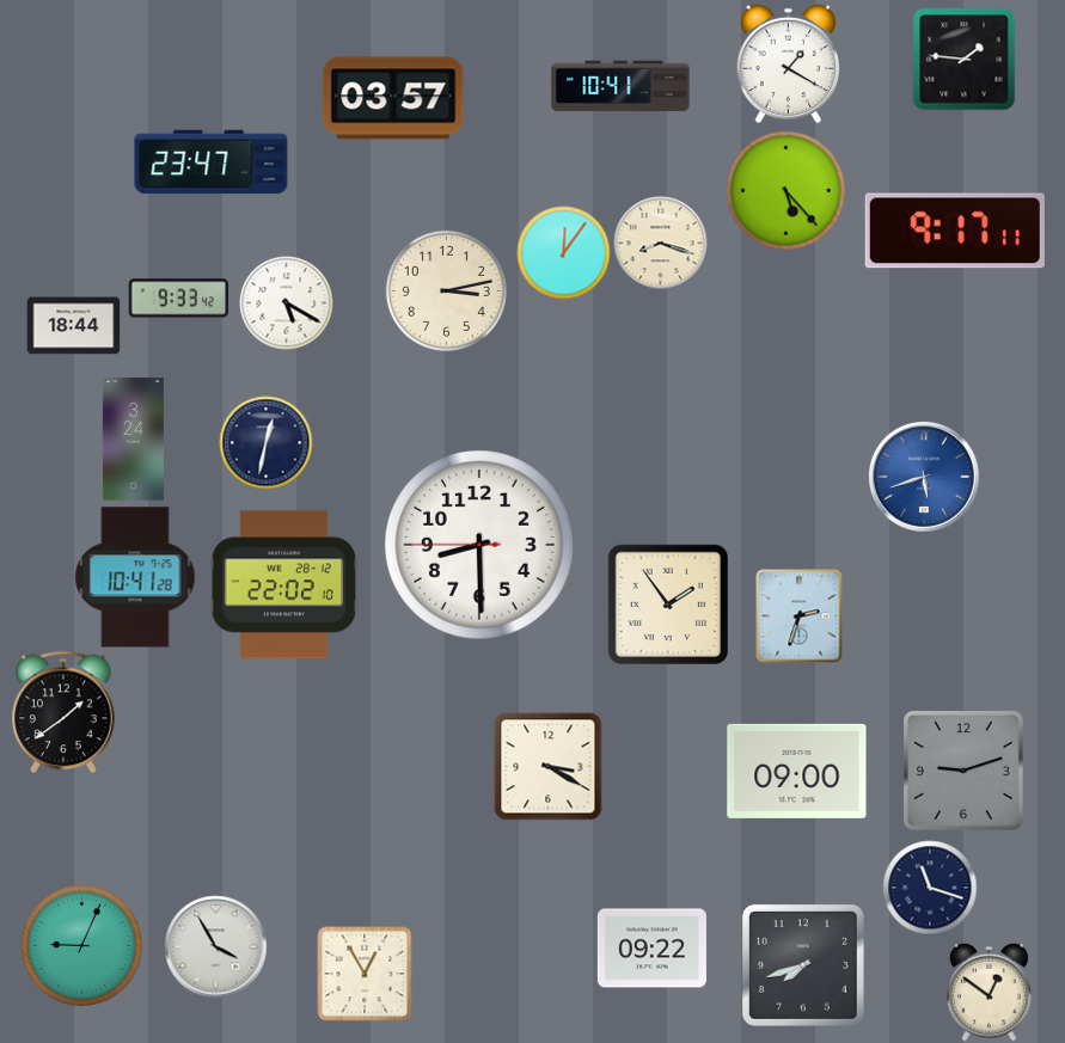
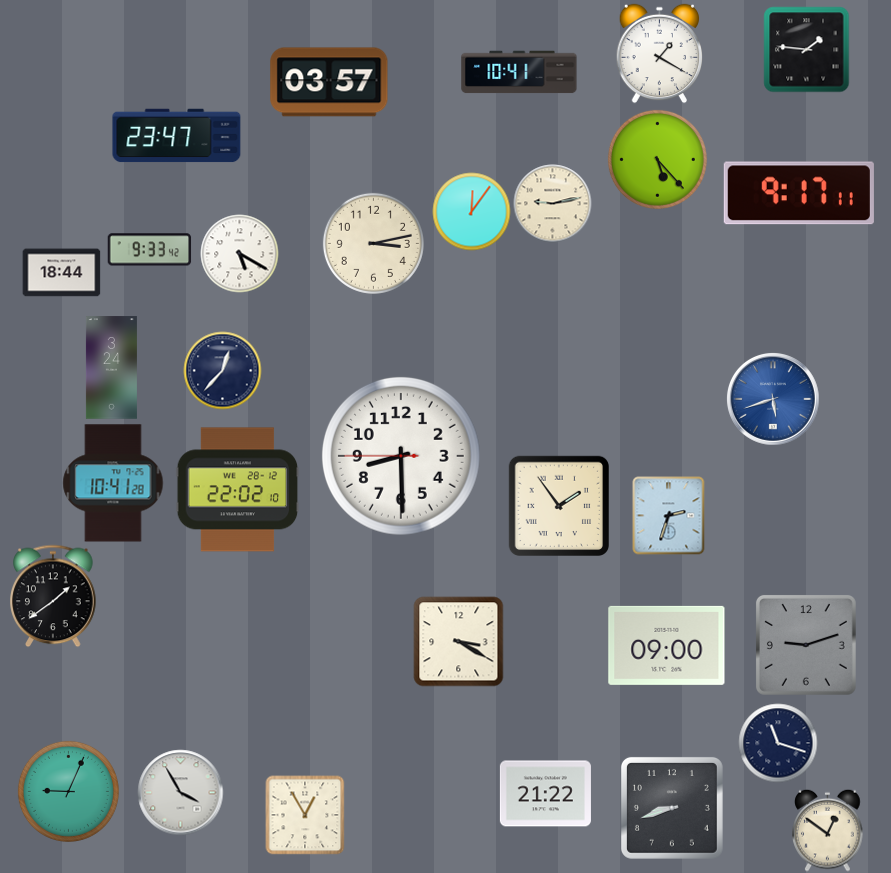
clock at (660, 243): 8:18 -> 9:13
clock at (265, 442): 12:32 -> 12:37
clock at (651, 949): 09:22 -> 21:22
clock at (803, 965): 7:42 -> 8:42
